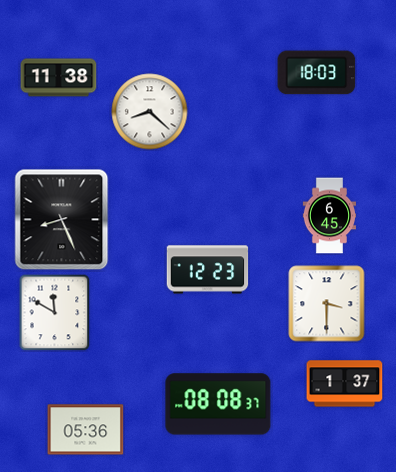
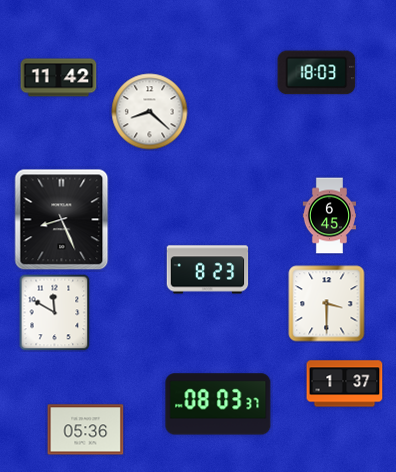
clock at (59, 78): 11:38 -> 11:42
clock at (208, 270): 12:23 -> 8:23
clock at (218, 404): 08:08 -> 08:03
